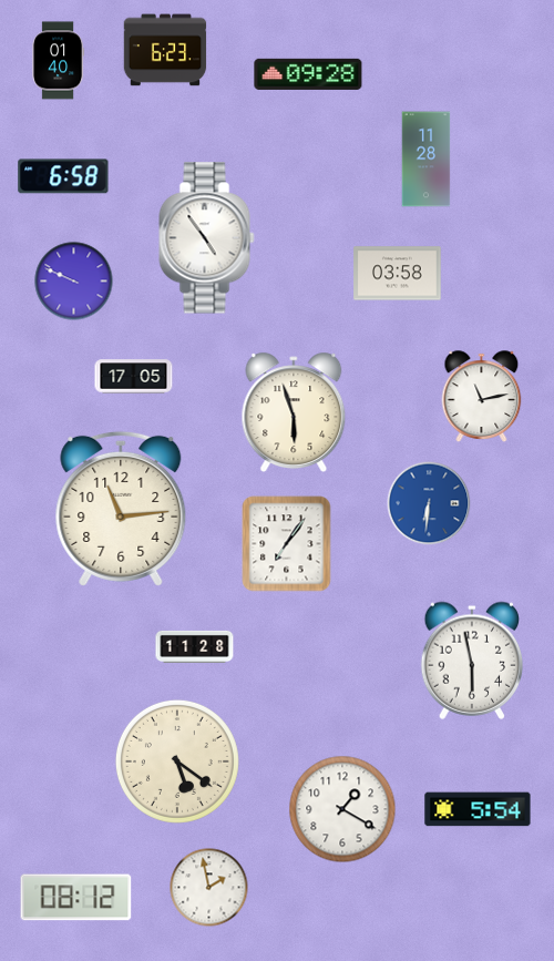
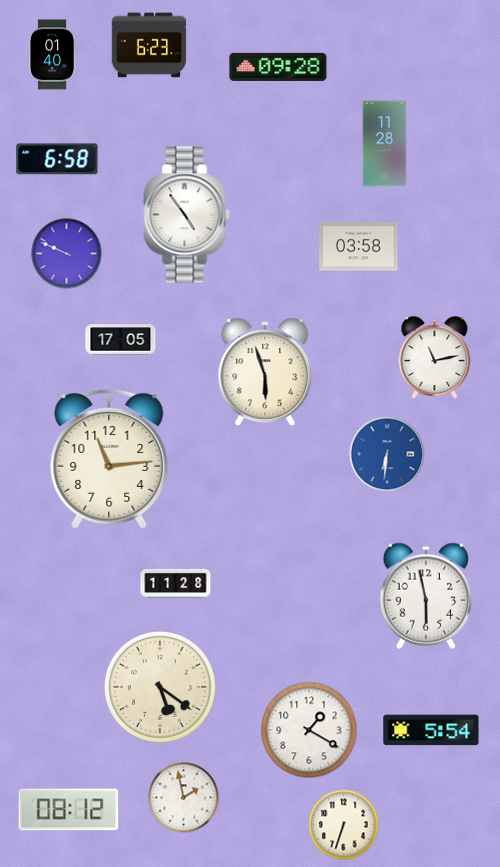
clock at (287, 544): 7:06 -> none
clock at (209, 888) position: (209, 888) -> (184, 798)
clock at (344, 825): none -> 6:33
